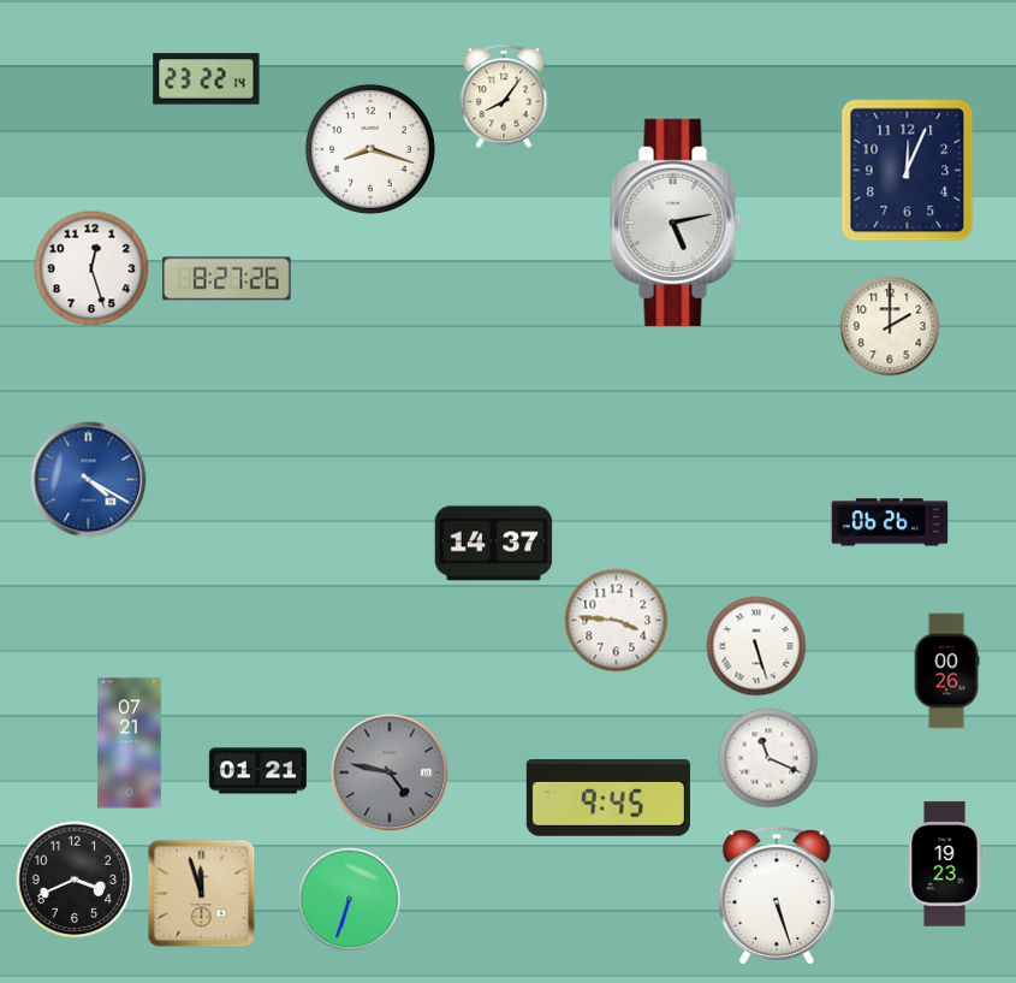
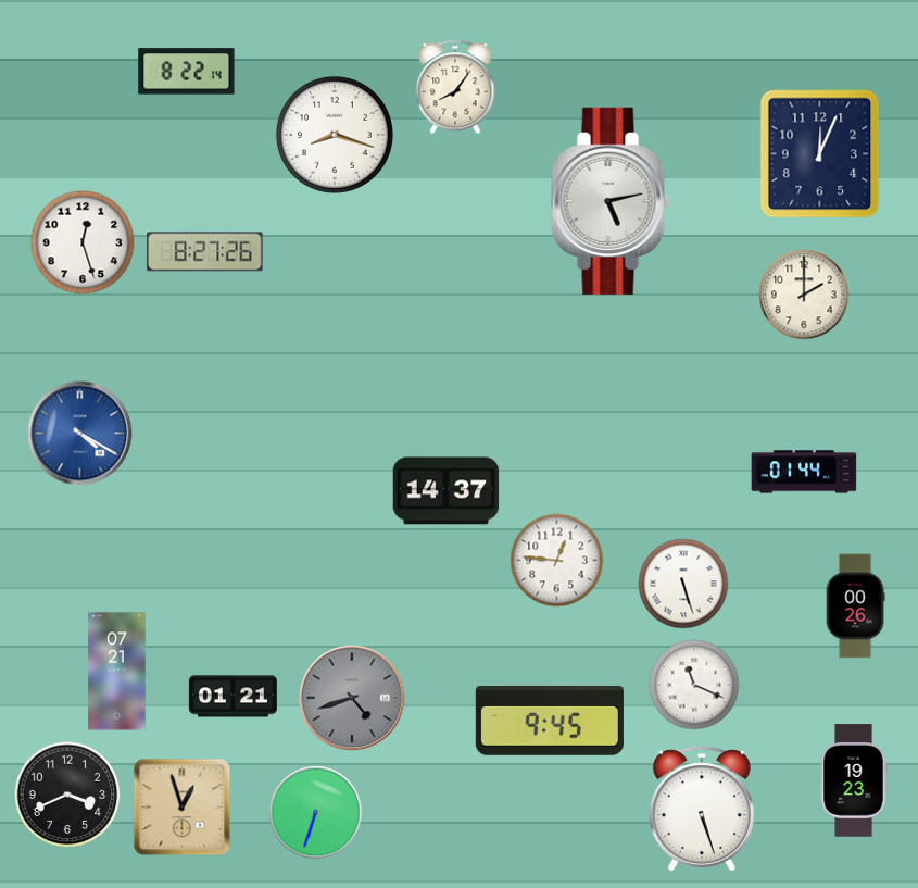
clock at (207, 79): 23:22 -> 8:22
clock at (890, 522): 06:26 -> 01:44
clock at (617, 621): 3:46 -> 12:46
clock at (390, 772): 4:47 -> 4:42
clock at (202, 894): 11:57 -> 12:57
